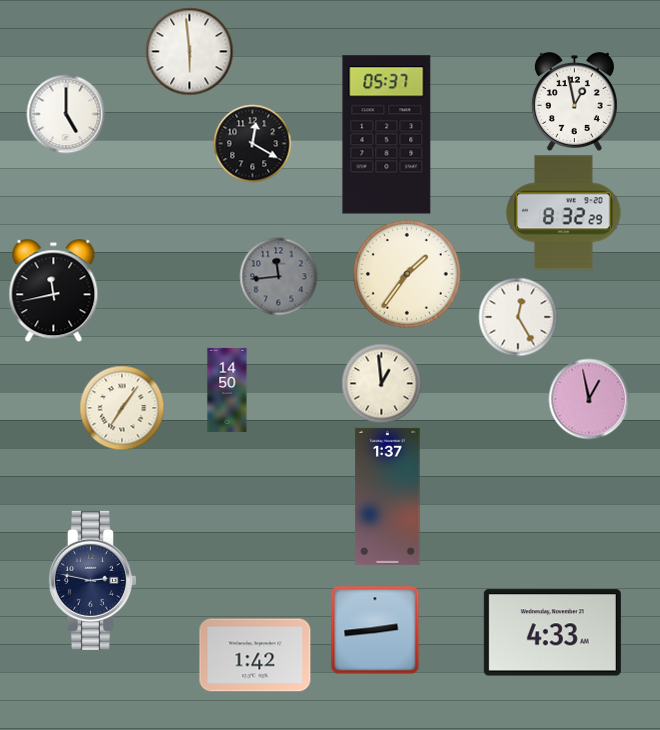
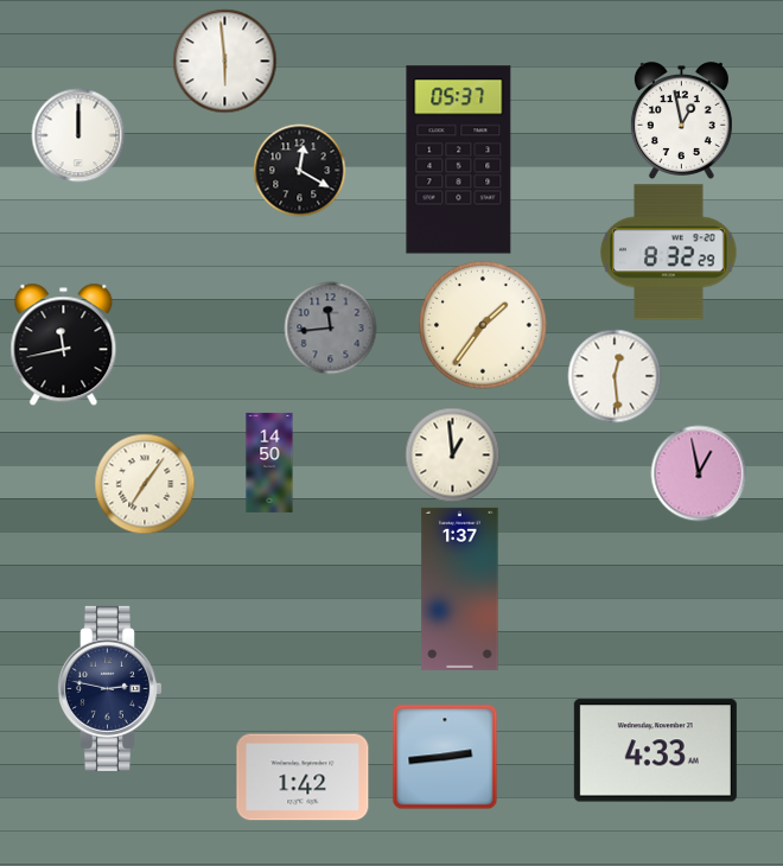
clock at (66, 114): 5:00 -> 12:00
clock at (518, 317): 12:25 -> 12:29
clock at (375, 630) position: (375, 630) -> (445, 757)
